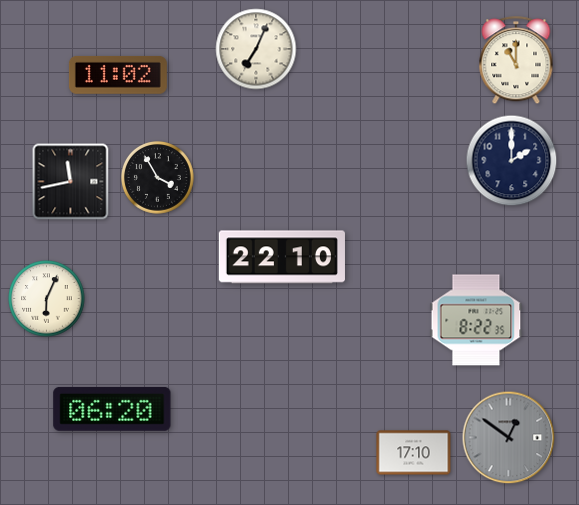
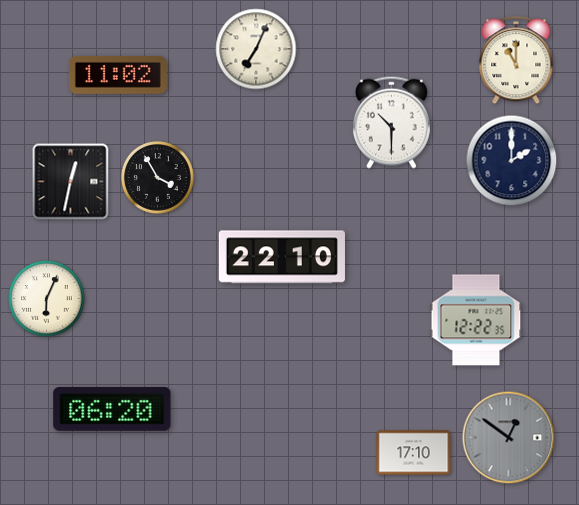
clock at (391, 122): none -> 10:30
clock at (71, 182): 11:43 -> 12:32
clock at (476, 320): 8:22 -> 12:22
